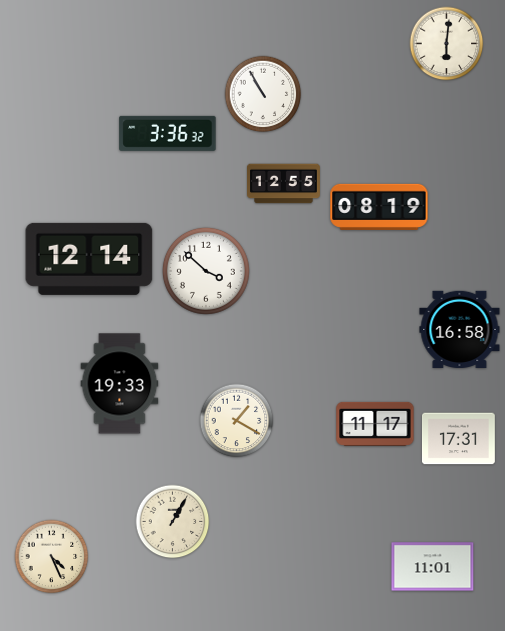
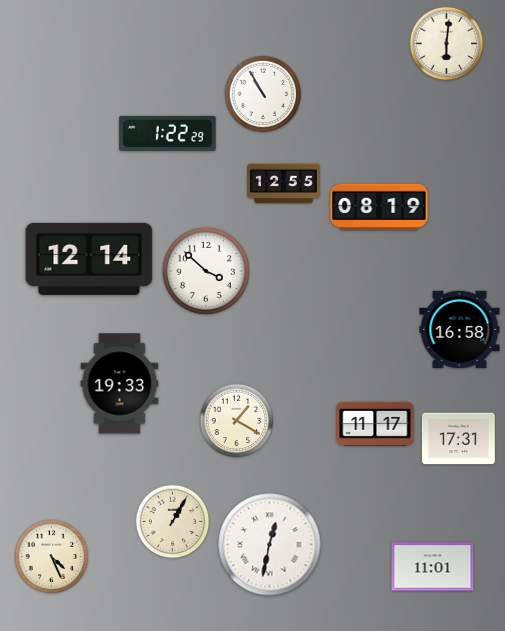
clock at (168, 133): 3:36 -> 1:22
clock at (270, 545): none -> 12:32
